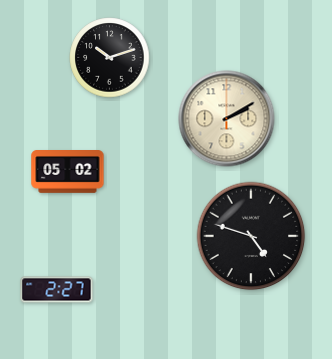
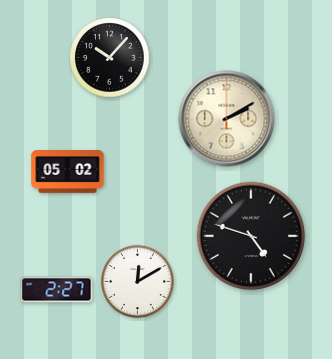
clock at (110, 58): 10:12 -> 10:07
clock at (137, 281): none -> 12:10
